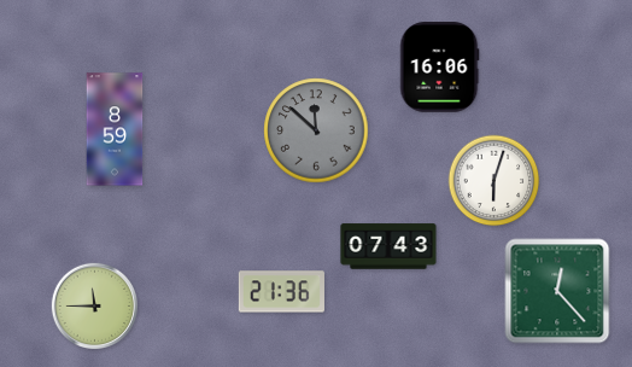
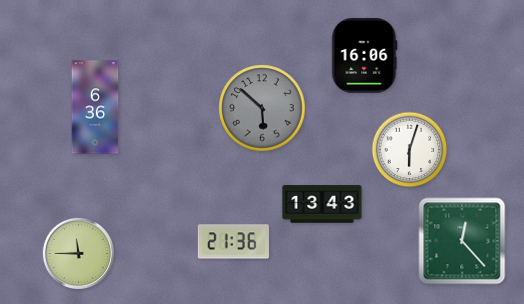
clock at (115, 129): 8:59 -> 6:36
clock at (316, 130): 11:52 -> 5:52
clock at (388, 246): 07:43 -> 13:43
